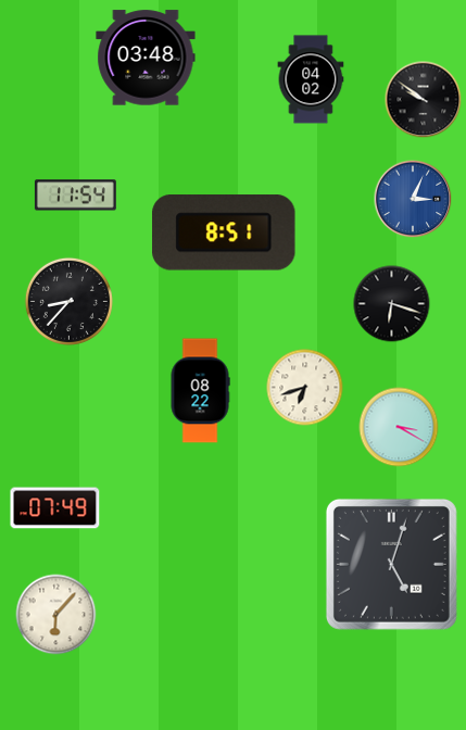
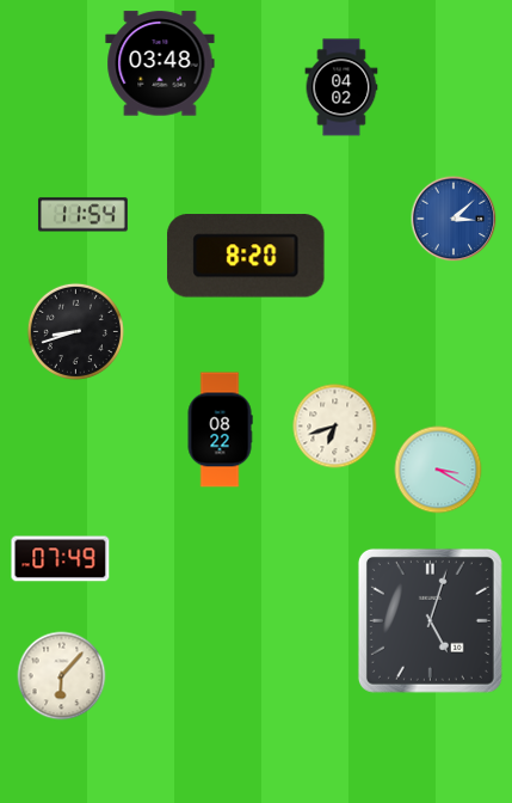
clock at (424, 100): 9:51 -> none
clock at (413, 199): 3:04 -> 3:08
clock at (224, 232): 8:51 -> 8:20
clock at (68, 301): 8:37 -> 8:42
clock at (392, 304): 6:18 -> none
